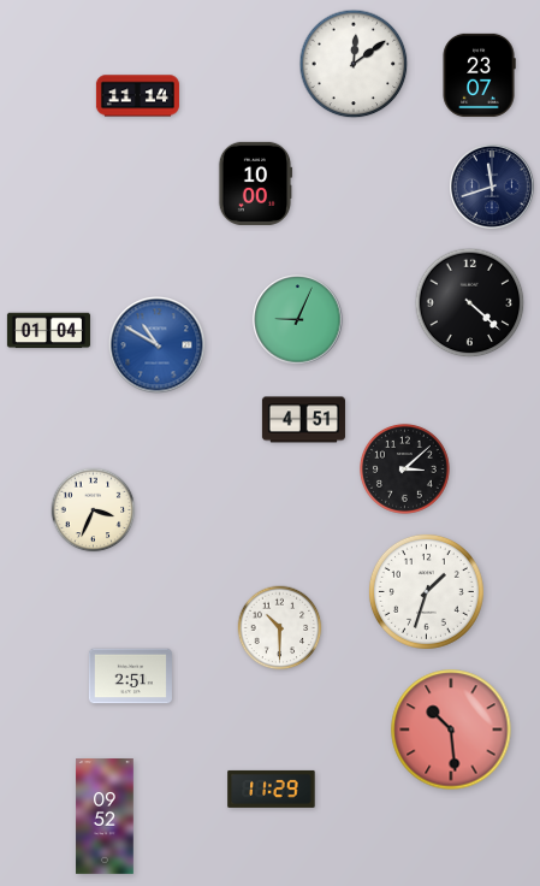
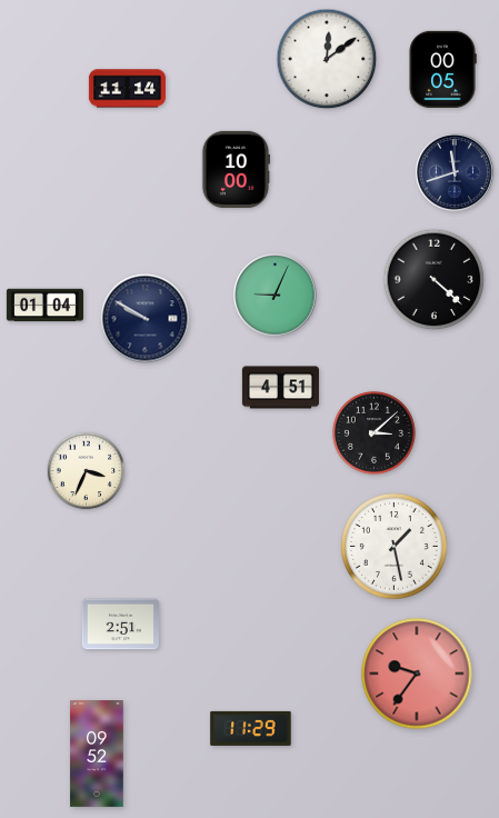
clock at (479, 75): 23:07 -> 00:05
clock at (158, 345): 10:50 -> 9:50
clock at (158, 345) dial: blue -> navy
clock at (426, 591): 1:33 -> 1:28
clock at (280, 628): 10:30 -> none
clock at (451, 730): 10:29 -> 9:36
